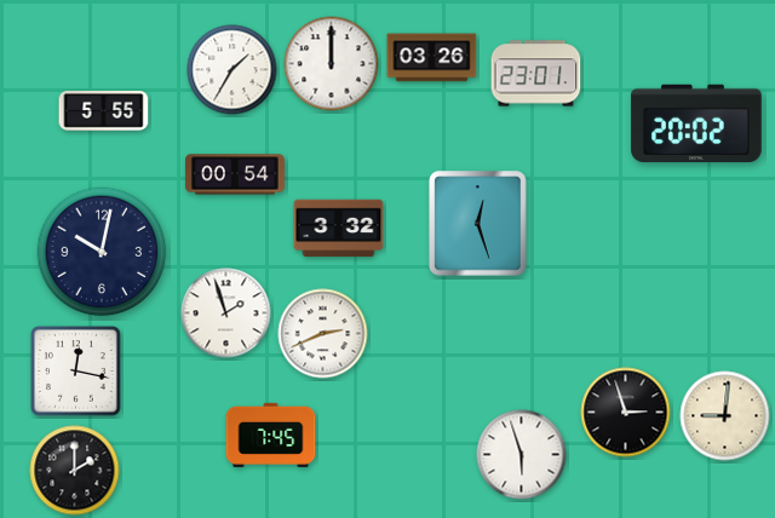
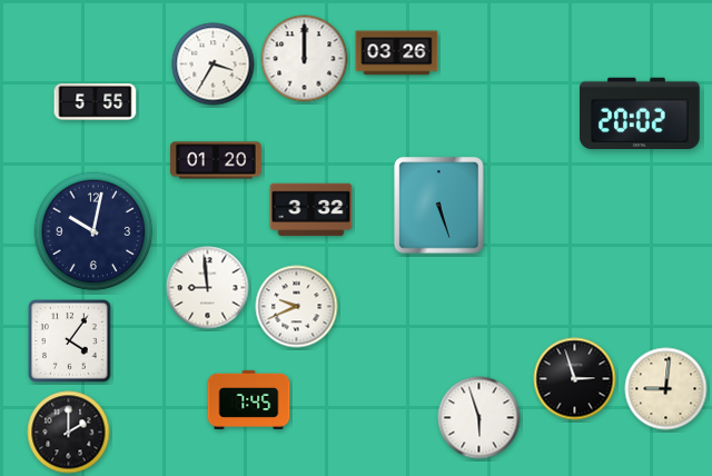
clock at (232, 70): 1:35 -> 3:35
clock at (536, 74): 23:01 -> none
clock at (235, 174): 00:54 -> 01:20
clock at (478, 224): 12:27 -> 5:27
clock at (226, 313): 1:57 -> 8:59
clock at (323, 334): 2:41 -> 9:41
clock at (76, 372): 12:17 -> 4:06
clock at (725, 416) position: (725, 416) -> (666, 389)
